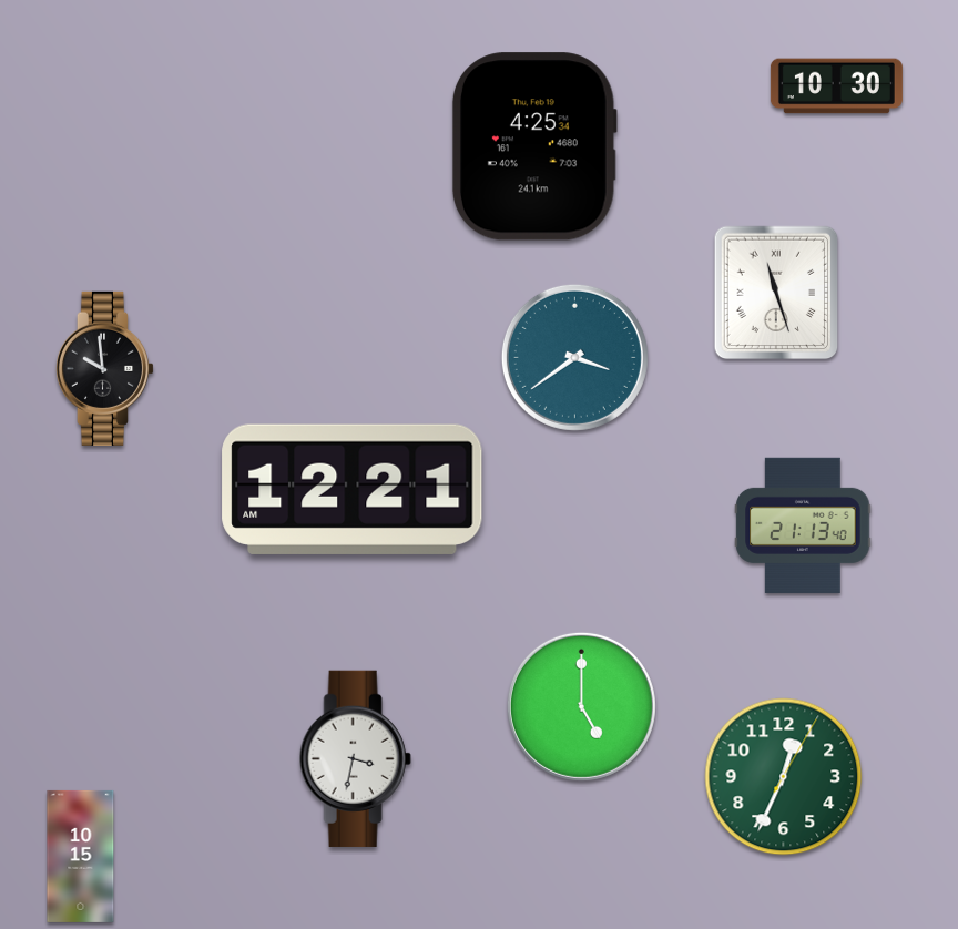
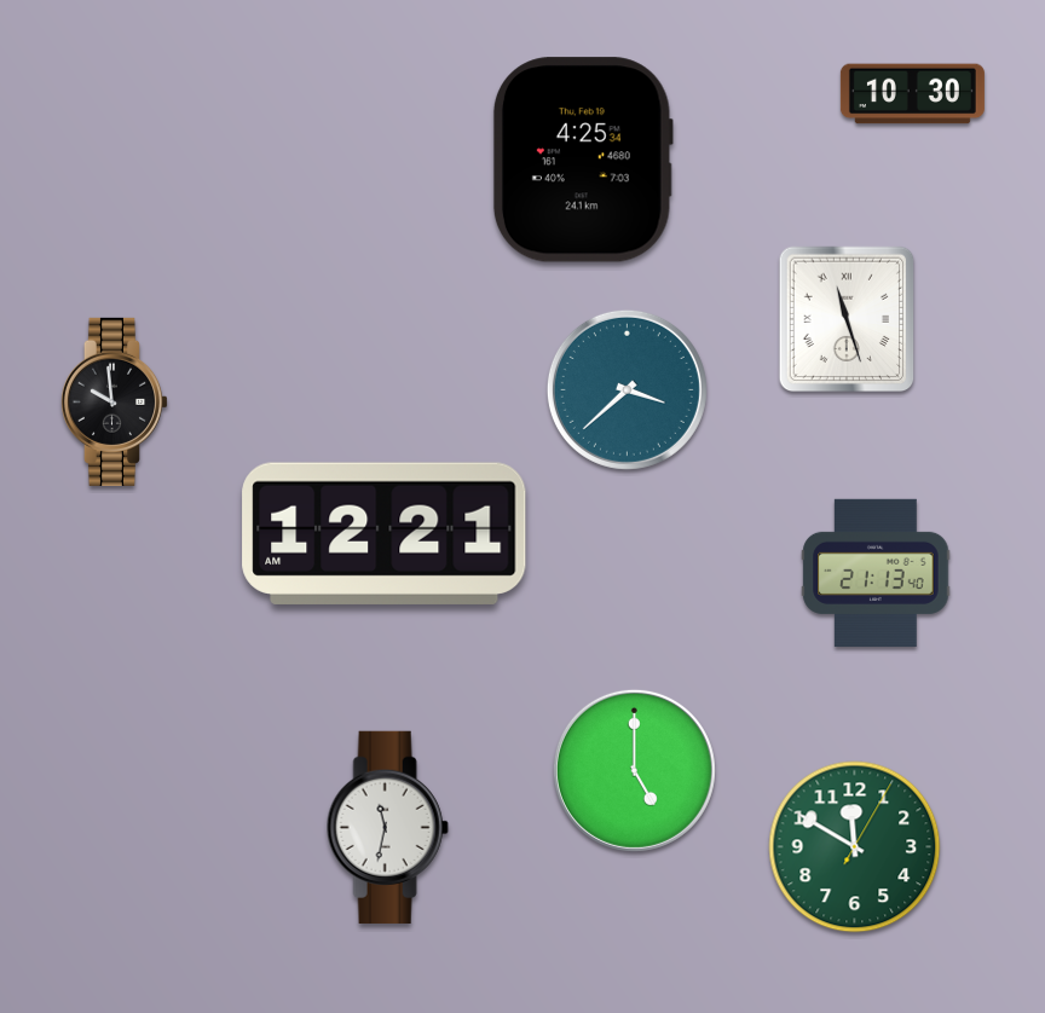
clock at (574, 357): 3:39 -> 3:38
clock at (355, 758): 3:32 -> 11:32
clock at (784, 777): 12:34 -> 11:50
clock at (81, 856): 10:15 -> none
